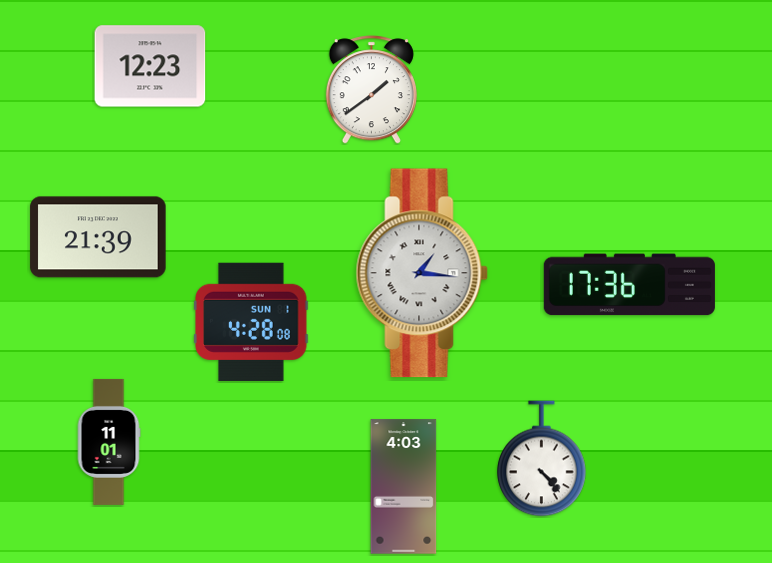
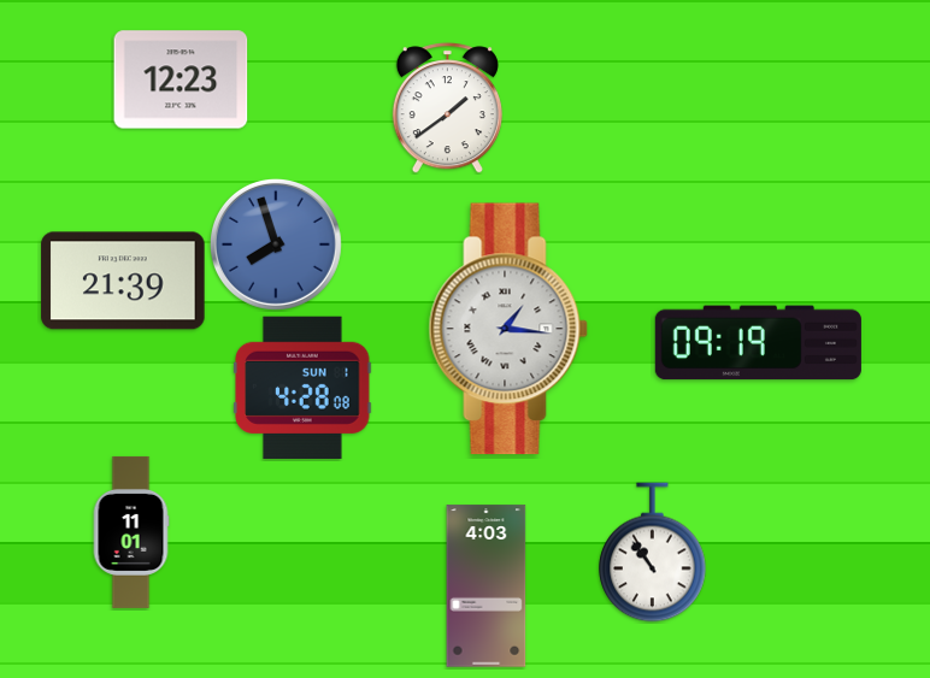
clock at (276, 244): none -> 7:57
clock at (98, 237) position: (98, 237) -> (123, 281)
clock at (629, 285): 17:36 -> 09:19
clock at (542, 459): 4:23 -> 10:54
